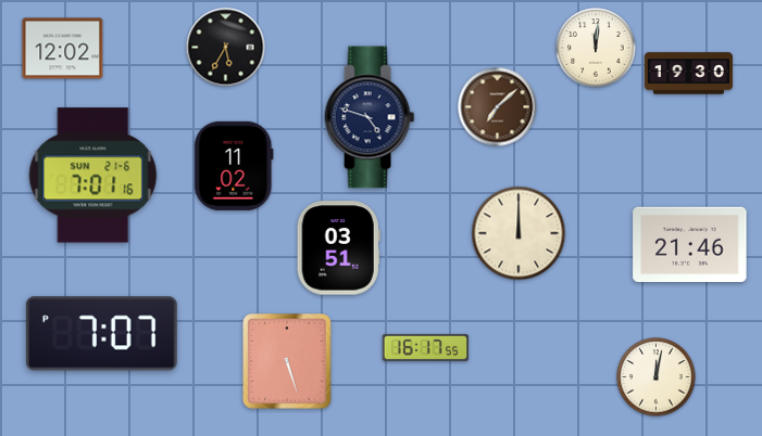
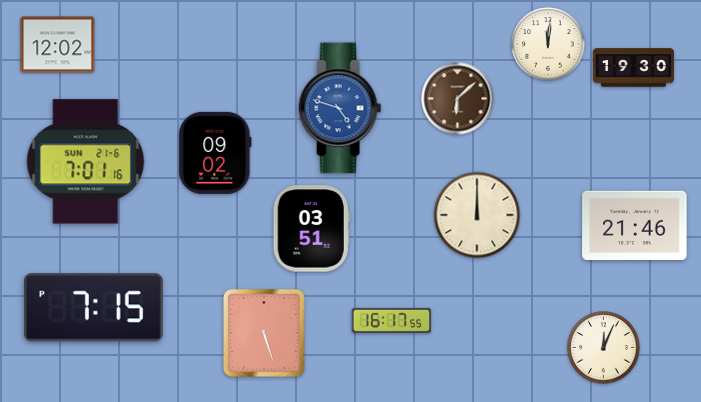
clock at (226, 48): 5:35 -> none
clock at (498, 107): 7:08 -> 6:08
clock at (370, 117) dial: navy -> blue
clock at (234, 166): 11:02 -> 09:02
clock at (101, 334): 7:07 -> 7:15
clock at (657, 377): 12:02 -> 12:04
